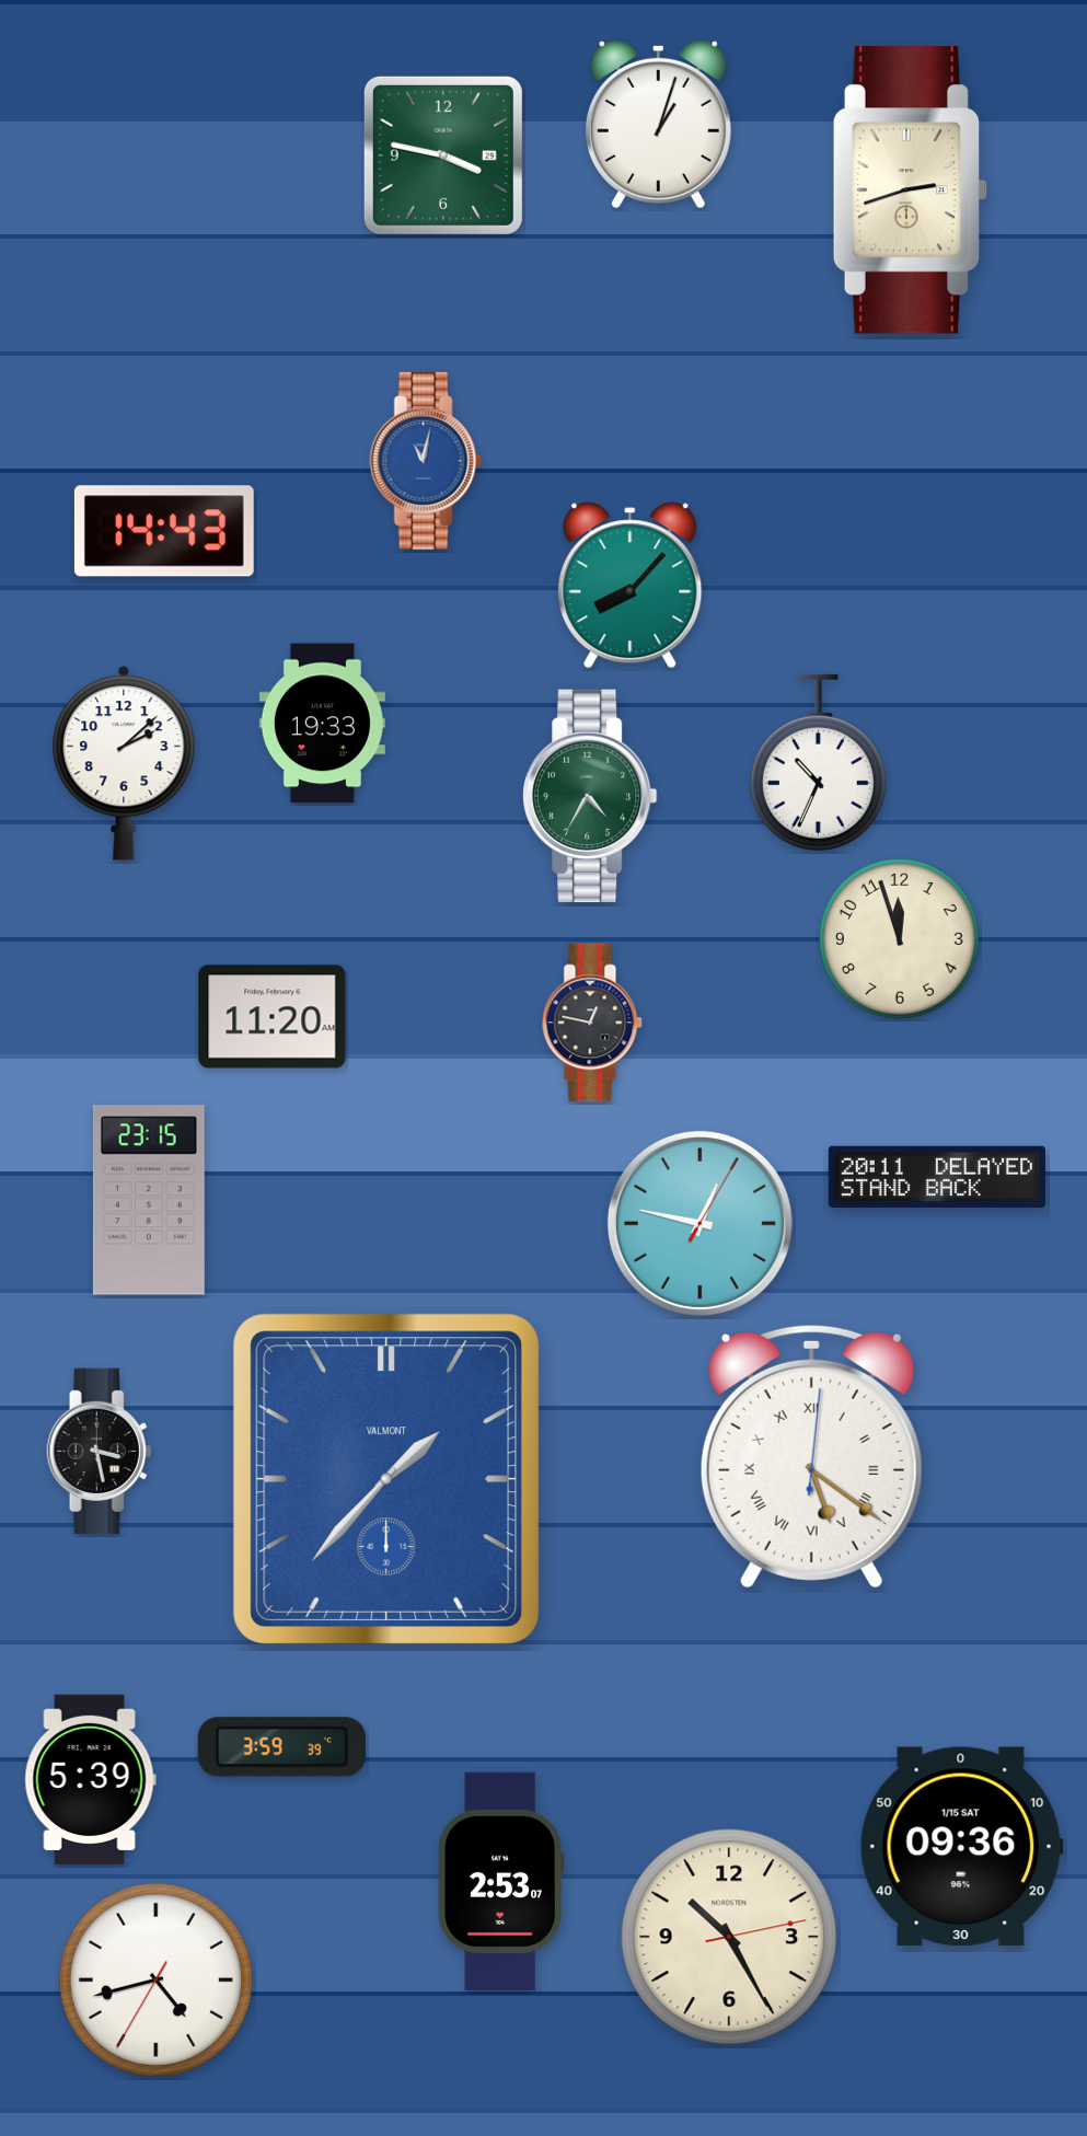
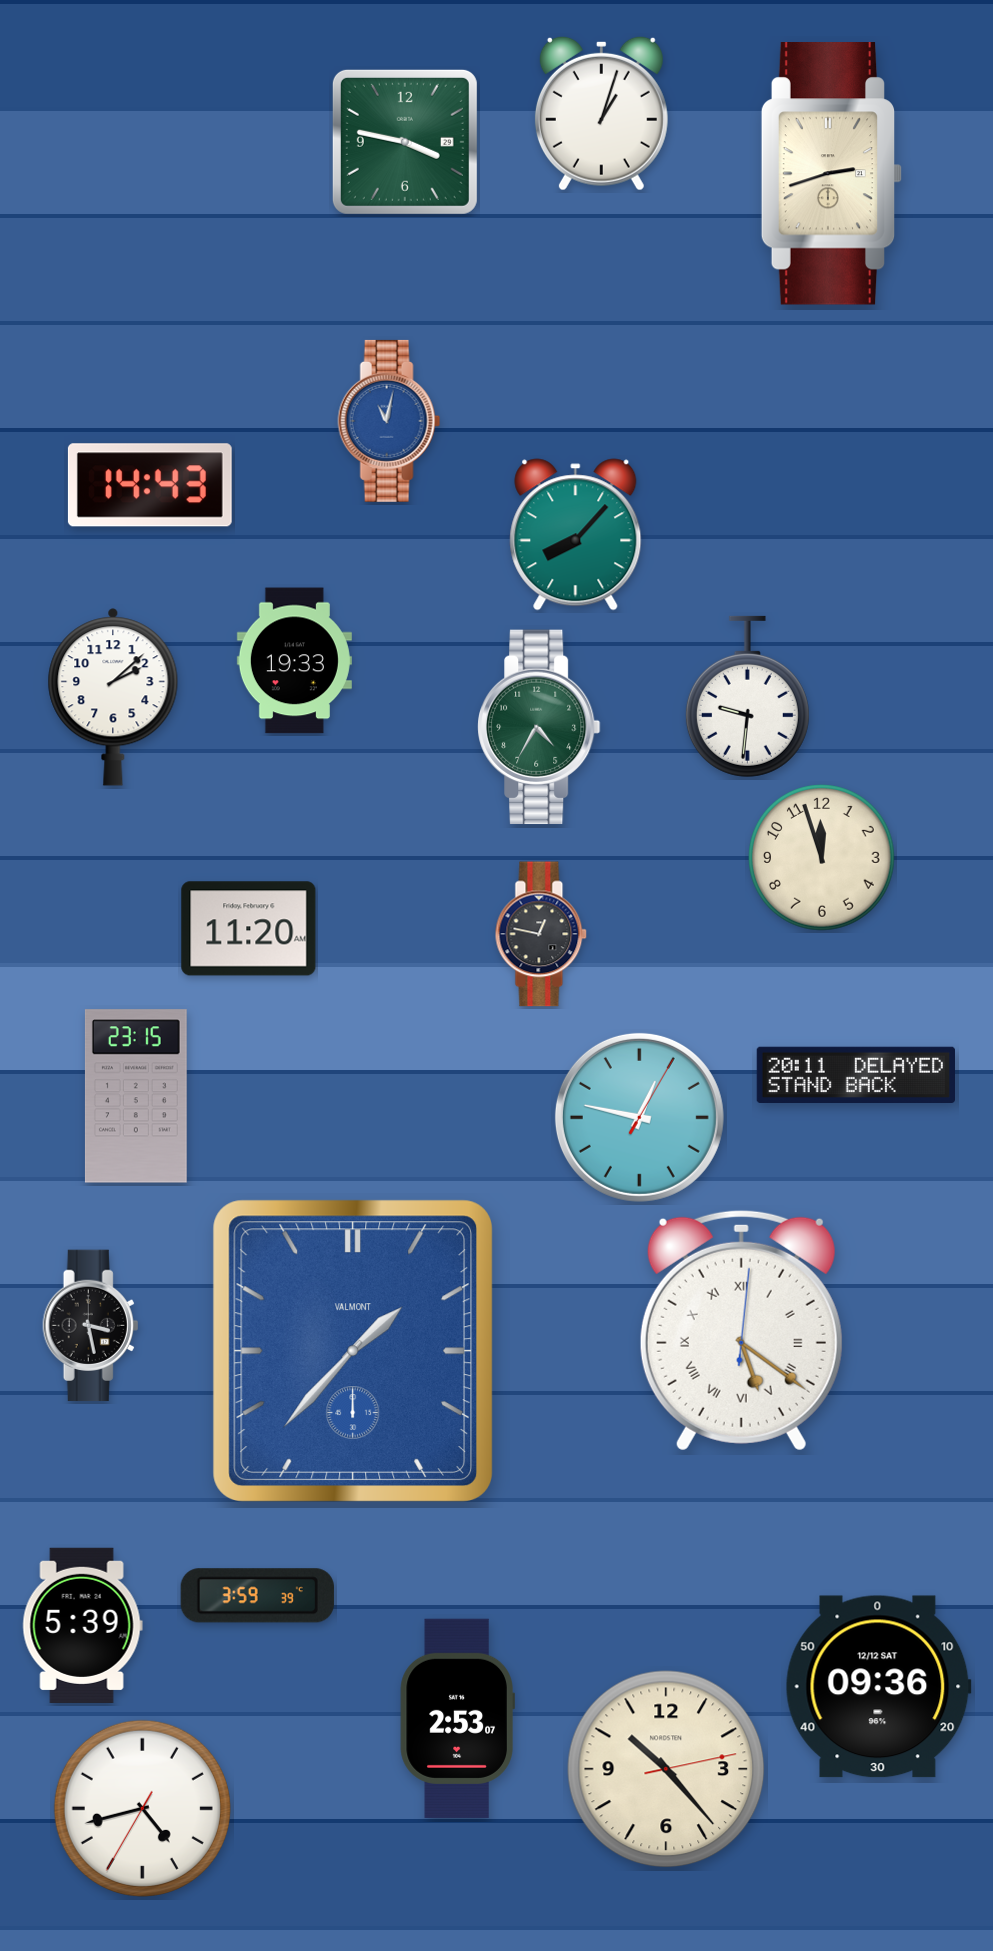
clock at (818, 762): 10:34 -> 9:31
clock at (961, 1847) date: 1/15 SAT -> 12/12 SAT
clock at (729, 1937): 10:25 -> 10:23
